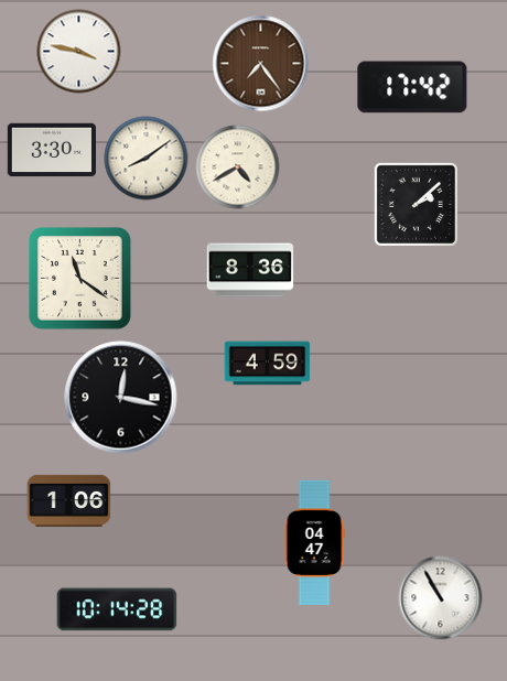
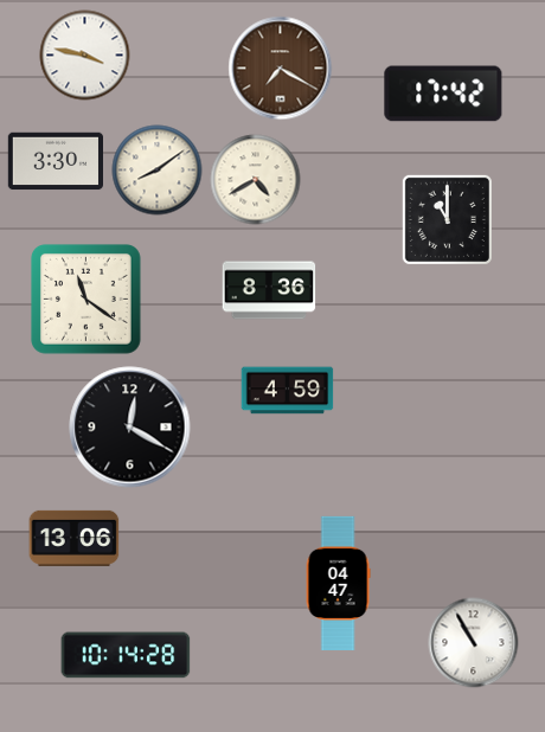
clock at (261, 64): 7:24 -> 7:20
clock at (416, 204): 2:08 -> 11:00
clock at (121, 398): 12:17 -> 12:20
clock at (69, 500): 1:06 -> 13:06
